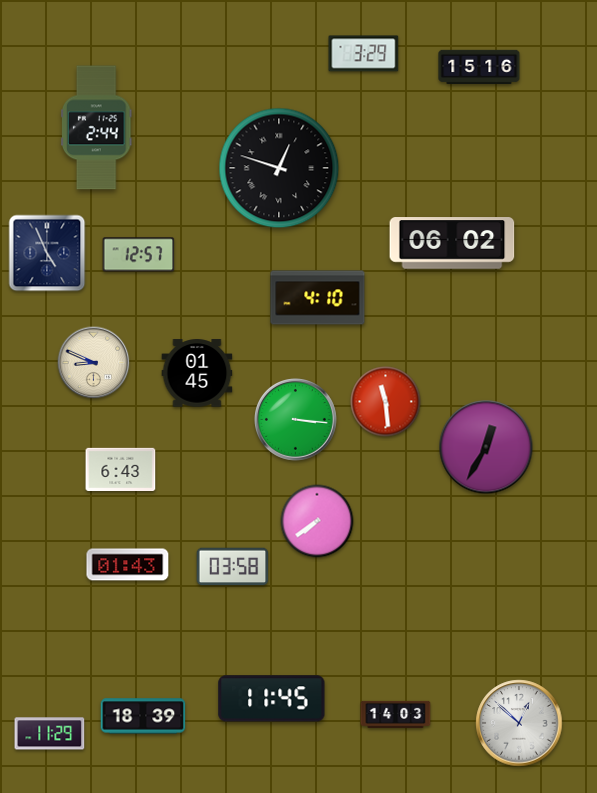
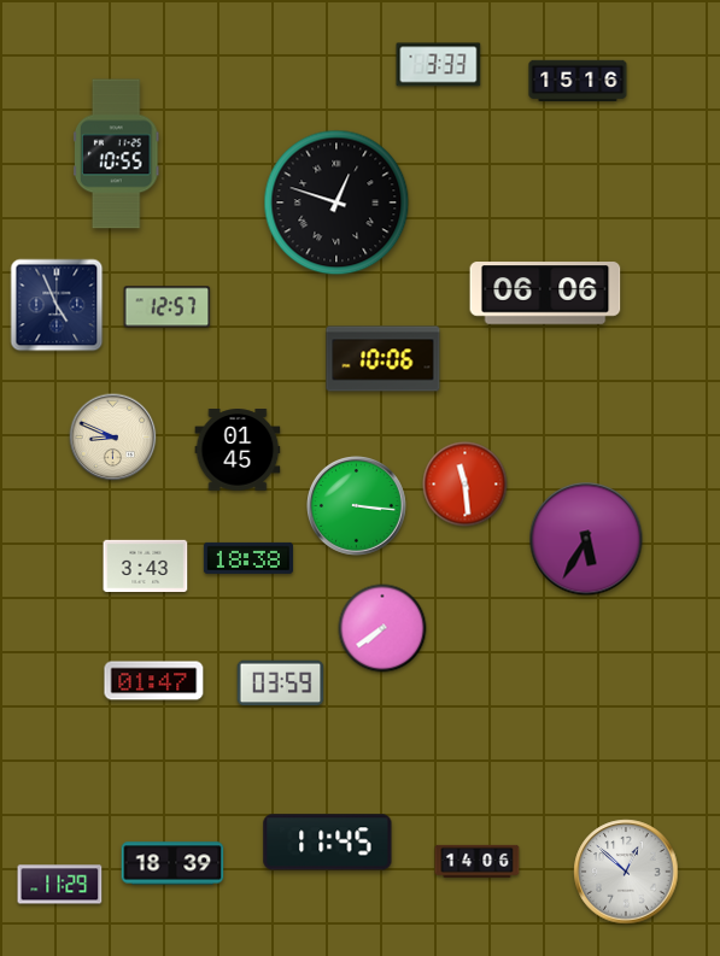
clock at (364, 54): 3:29 -> 3:33
clock at (97, 128): 2:44 -> 10:55
clock at (452, 243): 06:02 -> 06:06
clock at (318, 298): 4:10 -> 10:06
clock at (486, 447): 12:35 -> 5:35
clock at (248, 558): none -> 18:38
clock at (121, 469): 6:43 -> 3:43
clock at (128, 565): 01:43 -> 01:47
clock at (233, 567): 03:58 -> 03:59
clock at (396, 714): 14:03 -> 14:06
